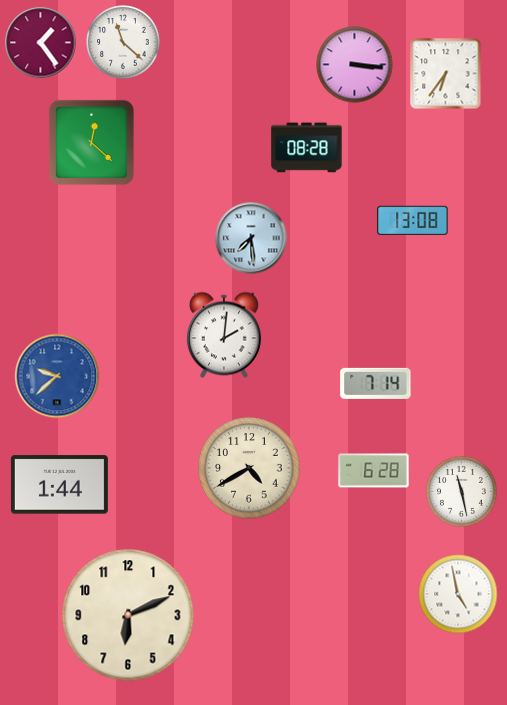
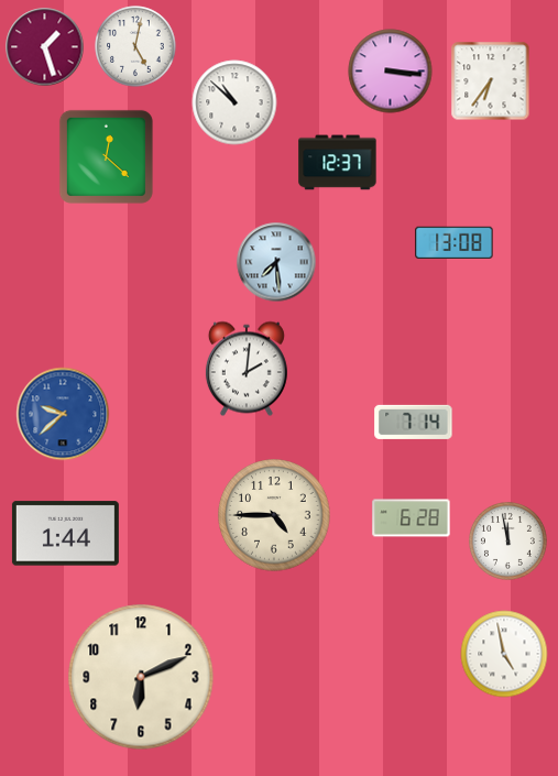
clock at (123, 42): 11:22 -> 5:02
clock at (41, 43): 1:24 -> 1:27
clock at (234, 102): none -> 10:52
clock at (91, 142) position: (91, 142) -> (106, 156)
clock at (307, 148): 08:28 -> 12:37
clock at (249, 468): 4:40 -> 4:45
clock at (462, 492): 11:28 -> 11:58
